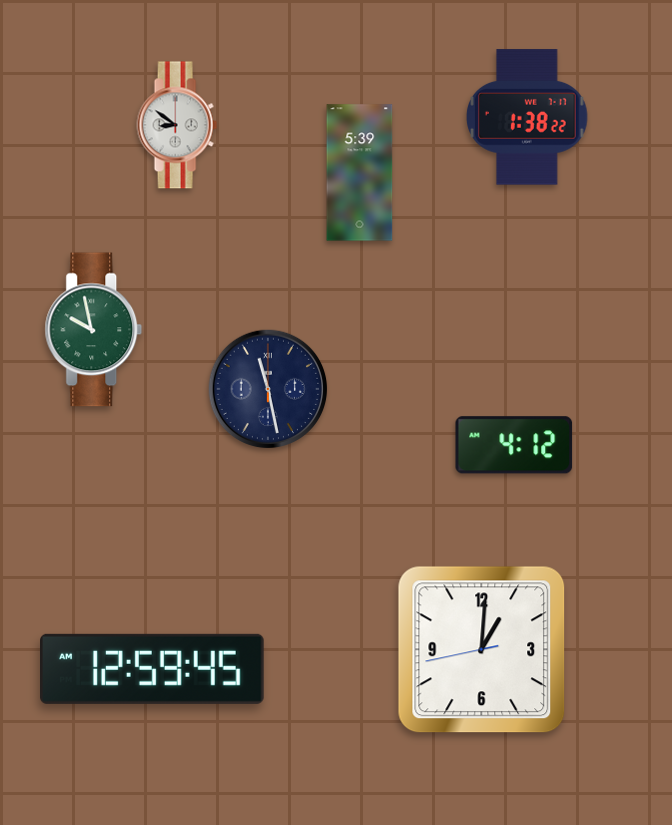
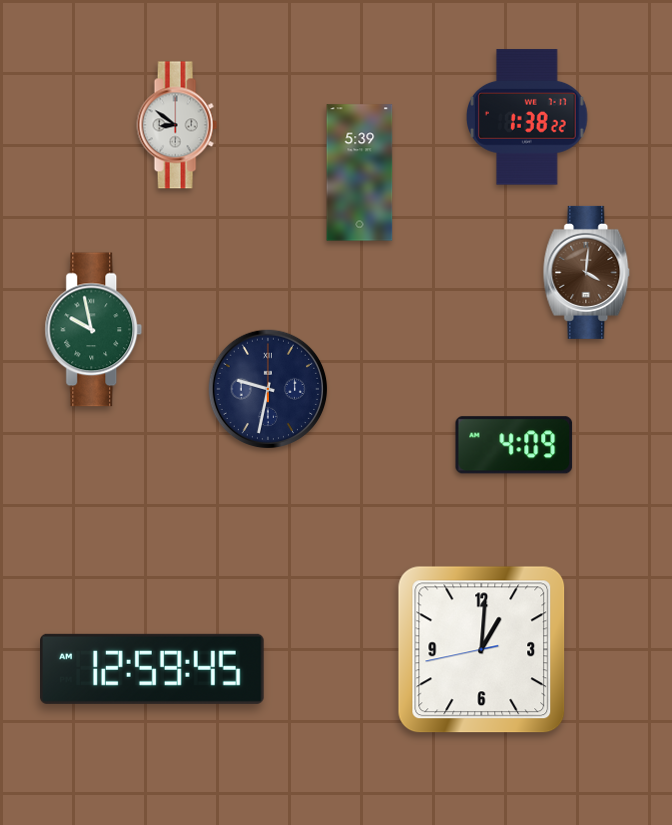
clock at (587, 272): none -> 4:01
clock at (268, 389): 11:28 -> 9:32
clock at (514, 445): 4:12 -> 4:09
